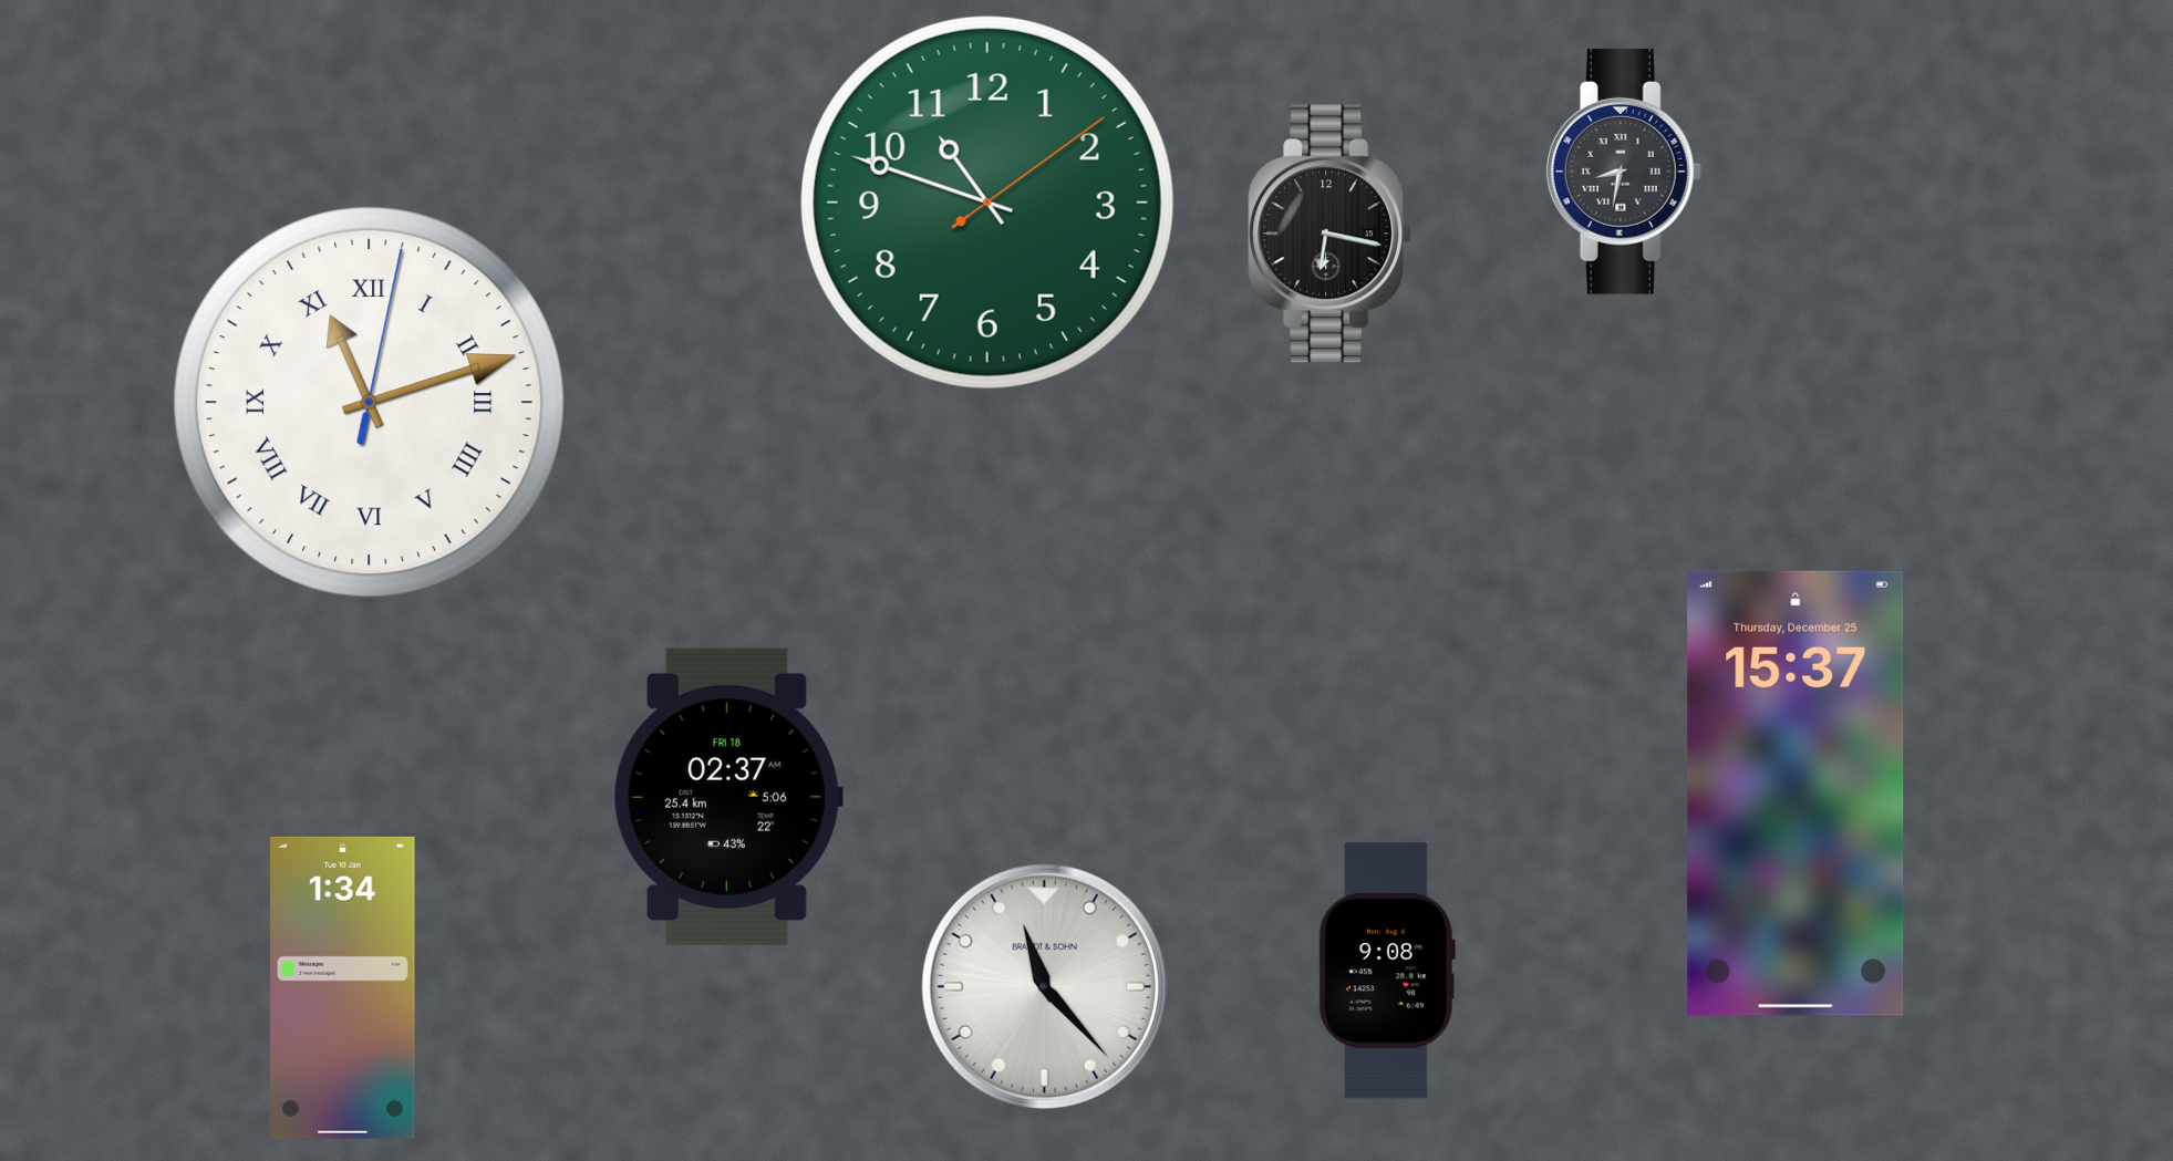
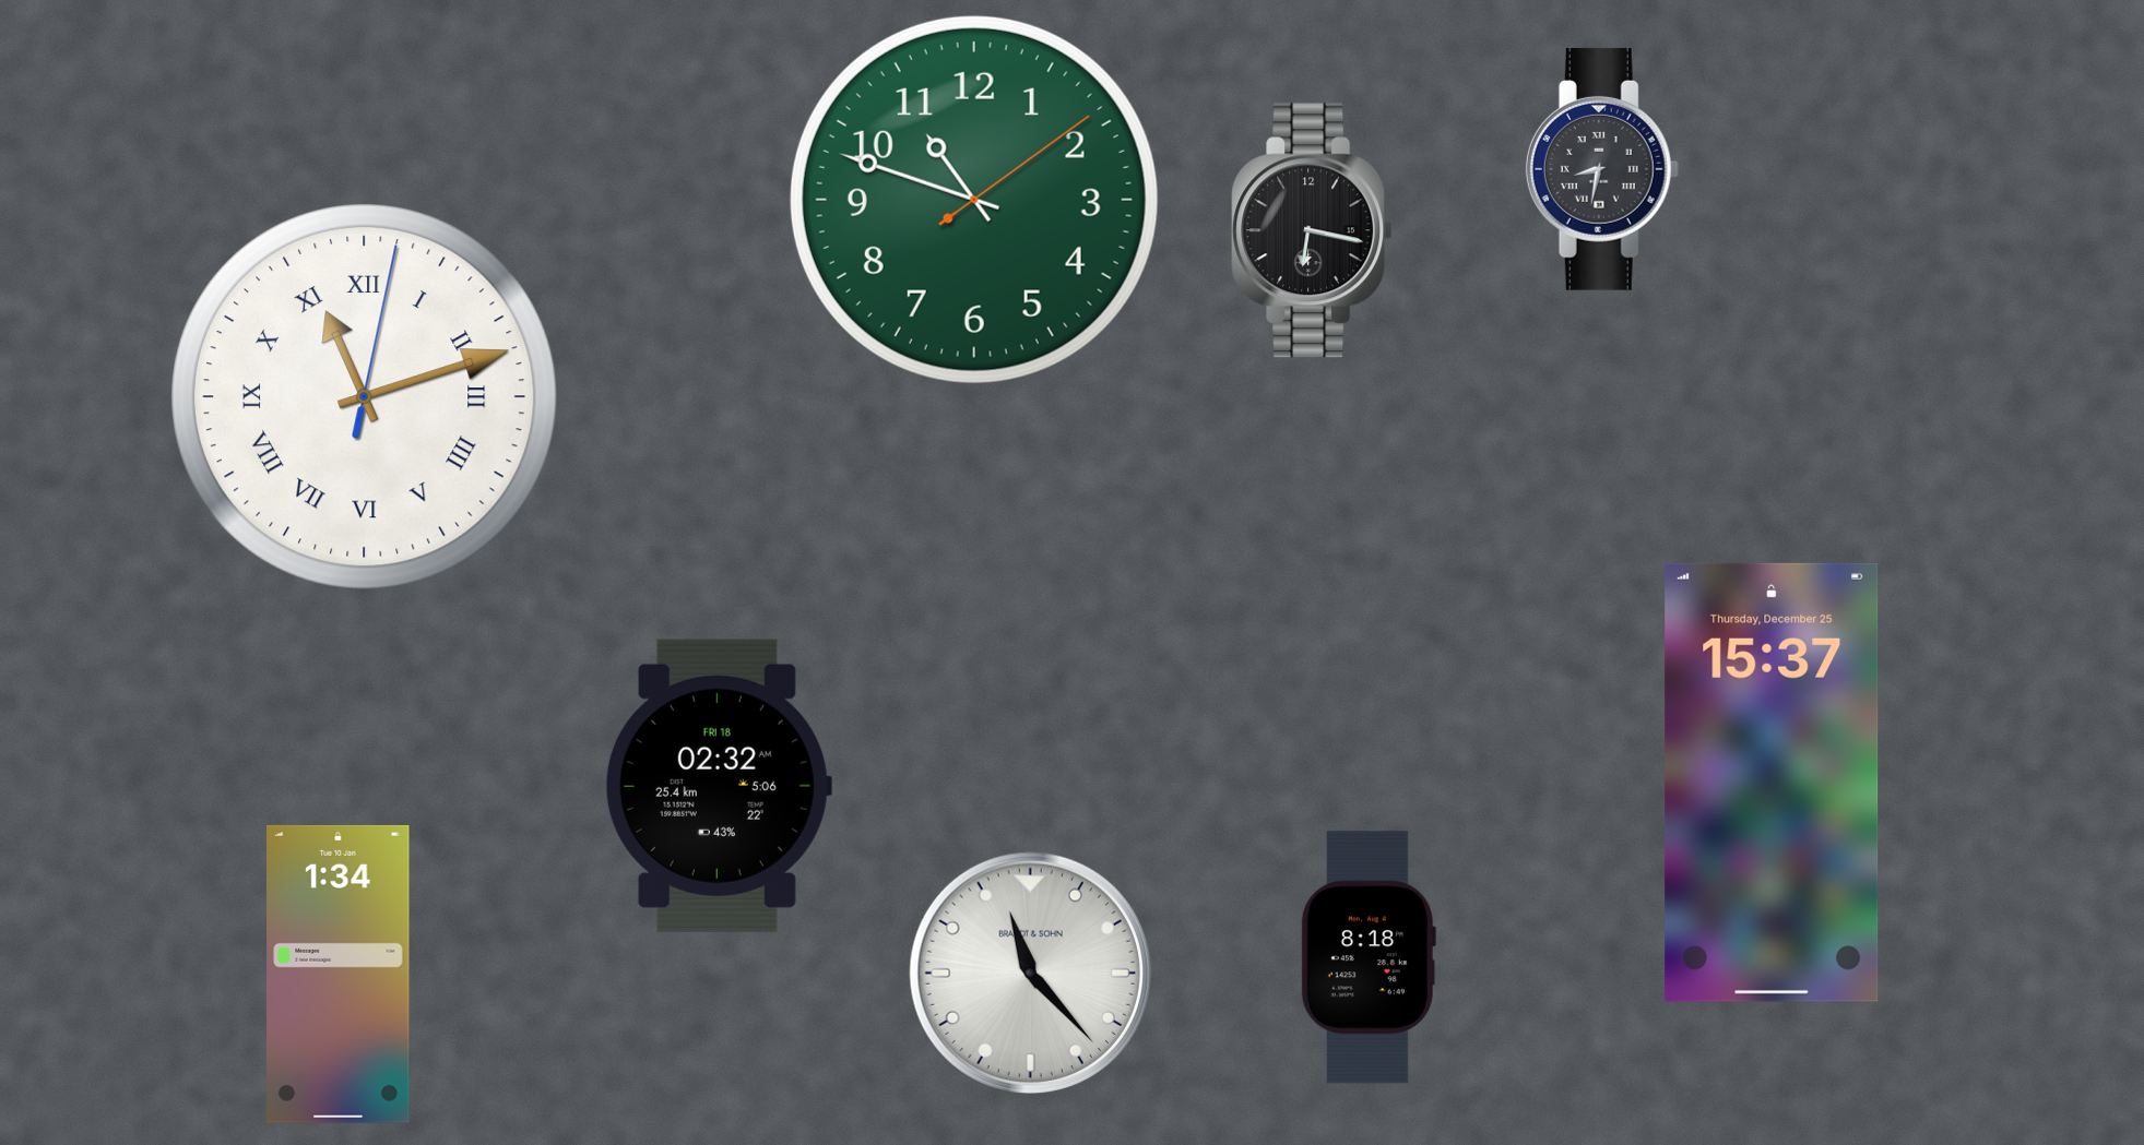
clock at (727, 797): 02:37 -> 02:32
clock at (1387, 971): 9:08 -> 8:18
